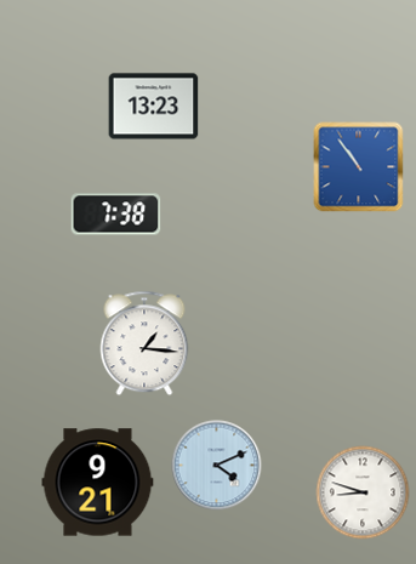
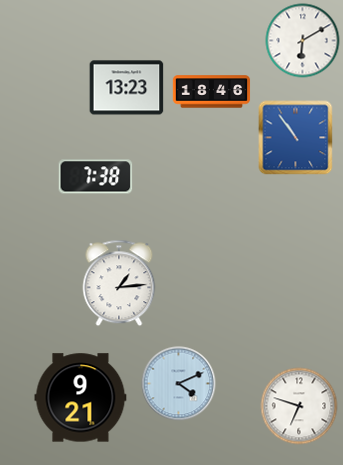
clock at (303, 41): none -> 6:10
clock at (212, 92): none -> 18:46
clock at (144, 343): 1:16 -> 1:14
clock at (363, 492): 8:48 -> 6:48
